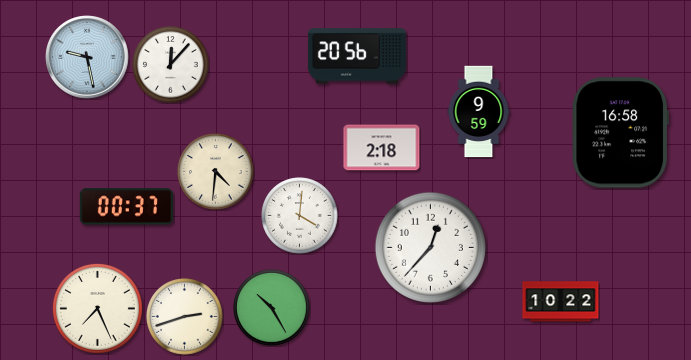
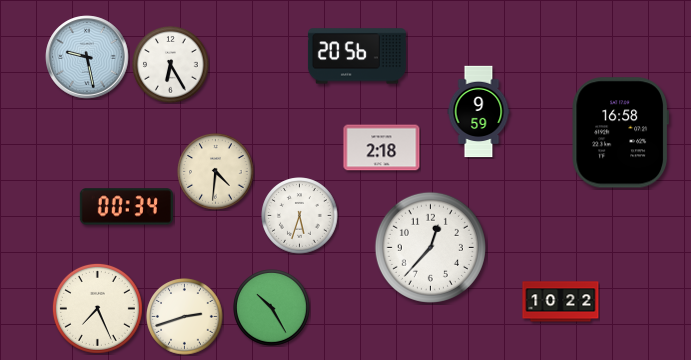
clock at (171, 65): 12:07 -> 6:25
clock at (126, 207): 00:37 -> 00:34
clock at (300, 216): 4:01 -> 5:33
